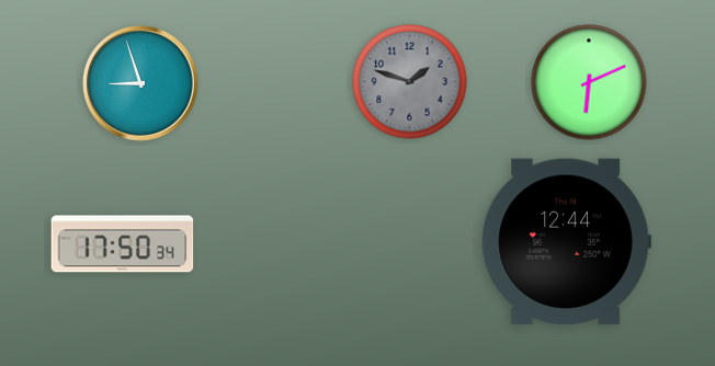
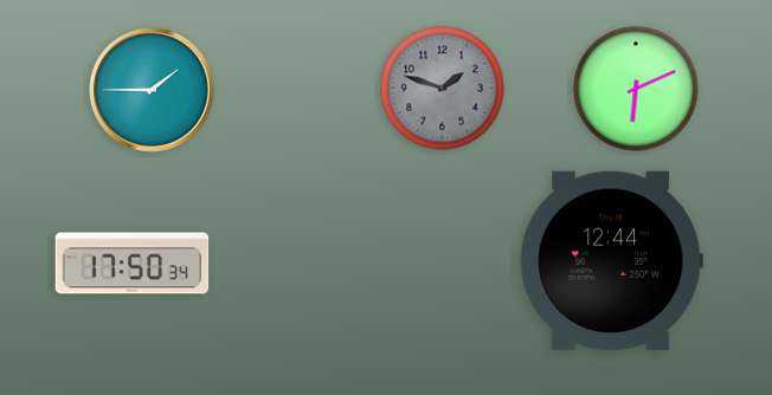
clock at (140, 83): 8:57 -> 1:45
